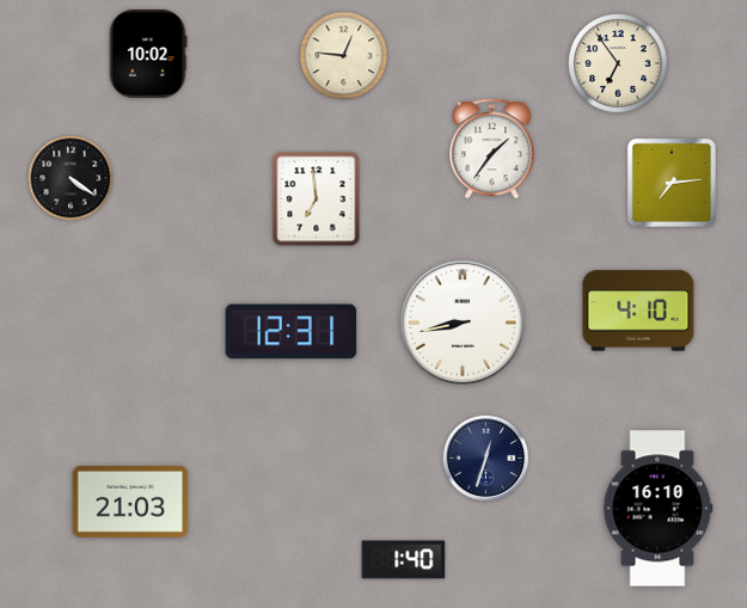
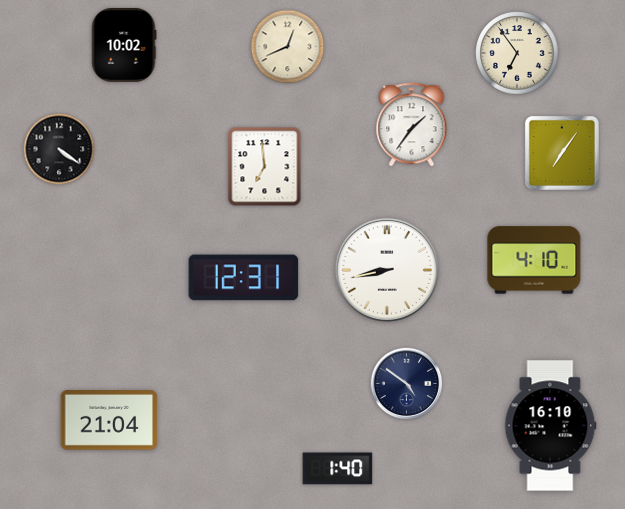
clock at (344, 56): 12:46 -> 12:41
clock at (672, 183): 7:14 -> 7:06
clock at (486, 459): 12:33 -> 4:51
clock at (130, 503): 21:03 -> 21:04
